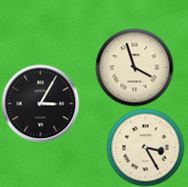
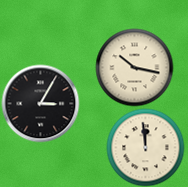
clock at (134, 67): 3:57 -> 10:17
clock at (145, 147): 3:25 -> 11:59
